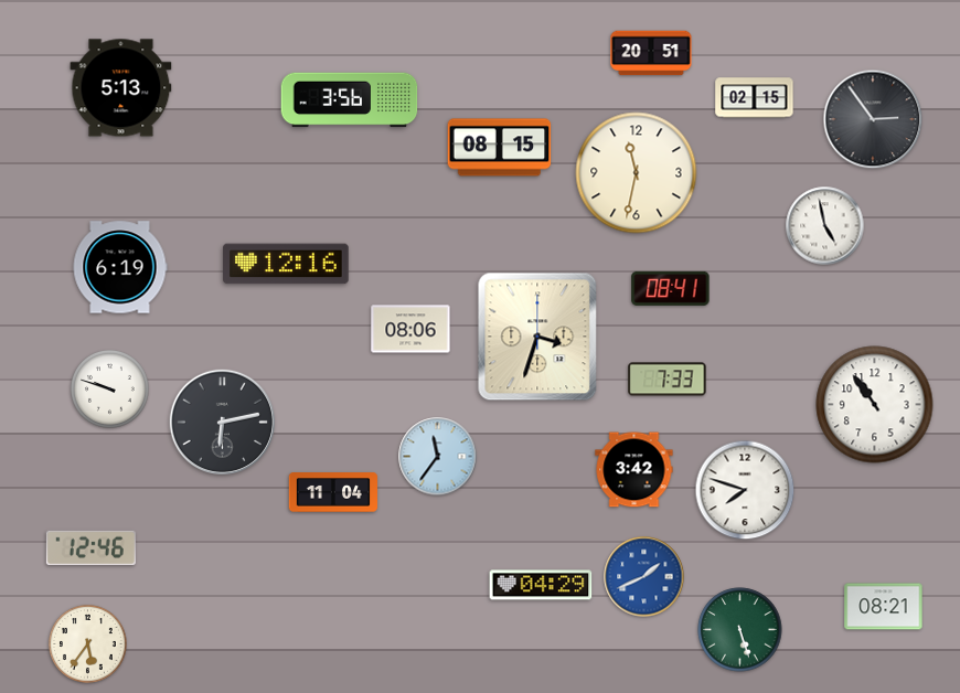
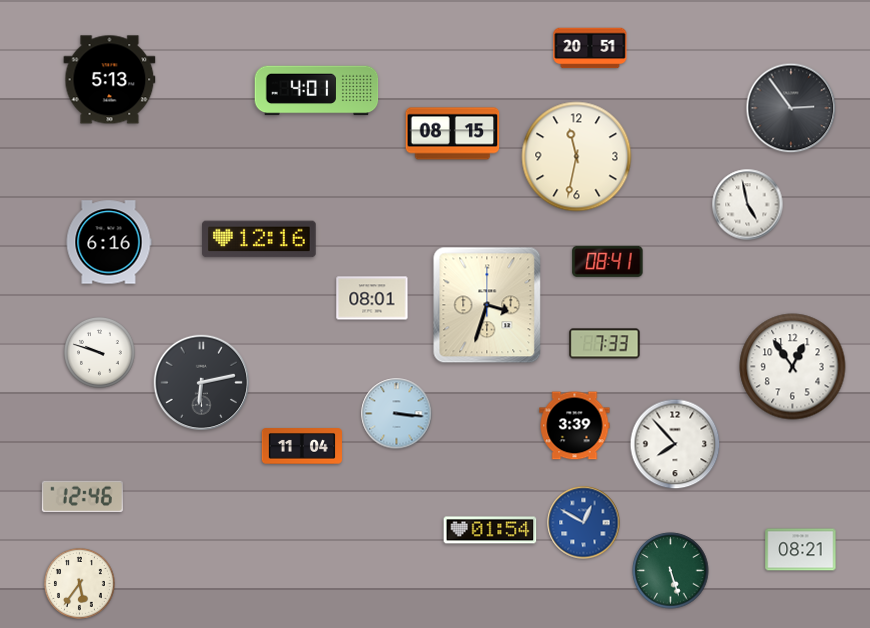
clock at (755, 98): 02:15 -> none
clock at (350, 100): 3:56 -> 4:01
clock at (120, 267): 6:19 -> 6:16
clock at (410, 329): 08:06 -> 08:01
clock at (875, 405): 10:54 -> 12:54
clock at (438, 457): 11:36 -> 3:16
clock at (634, 470): 3:42 -> 3:39
clock at (745, 490): 7:48 -> 7:53
clock at (644, 577): 1:41 -> 12:50
clock at (541, 585): 04:29 -> 01:54
